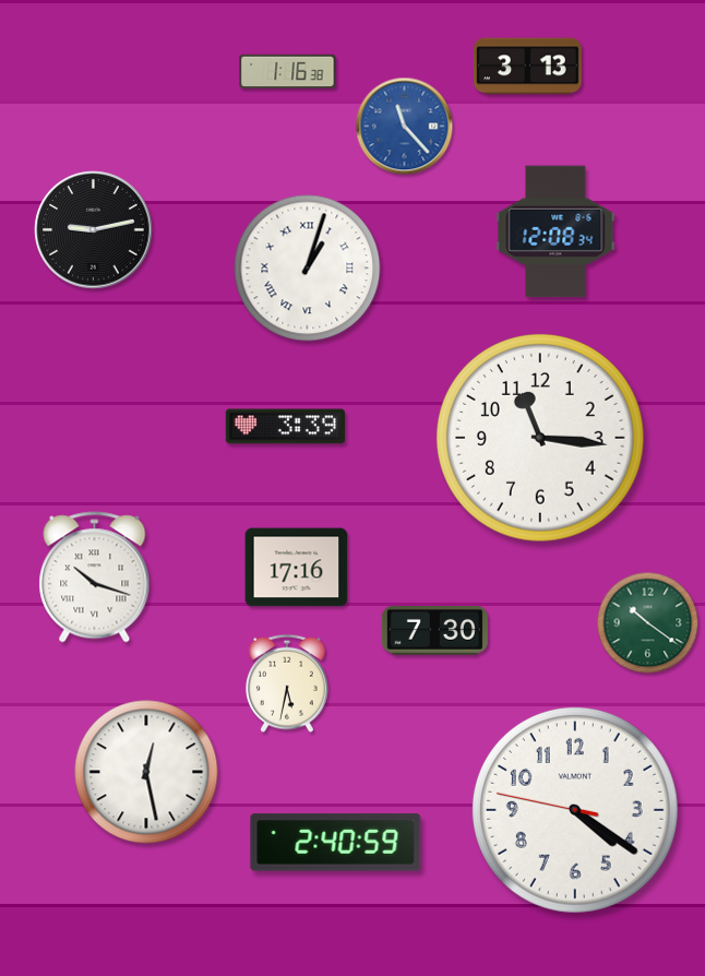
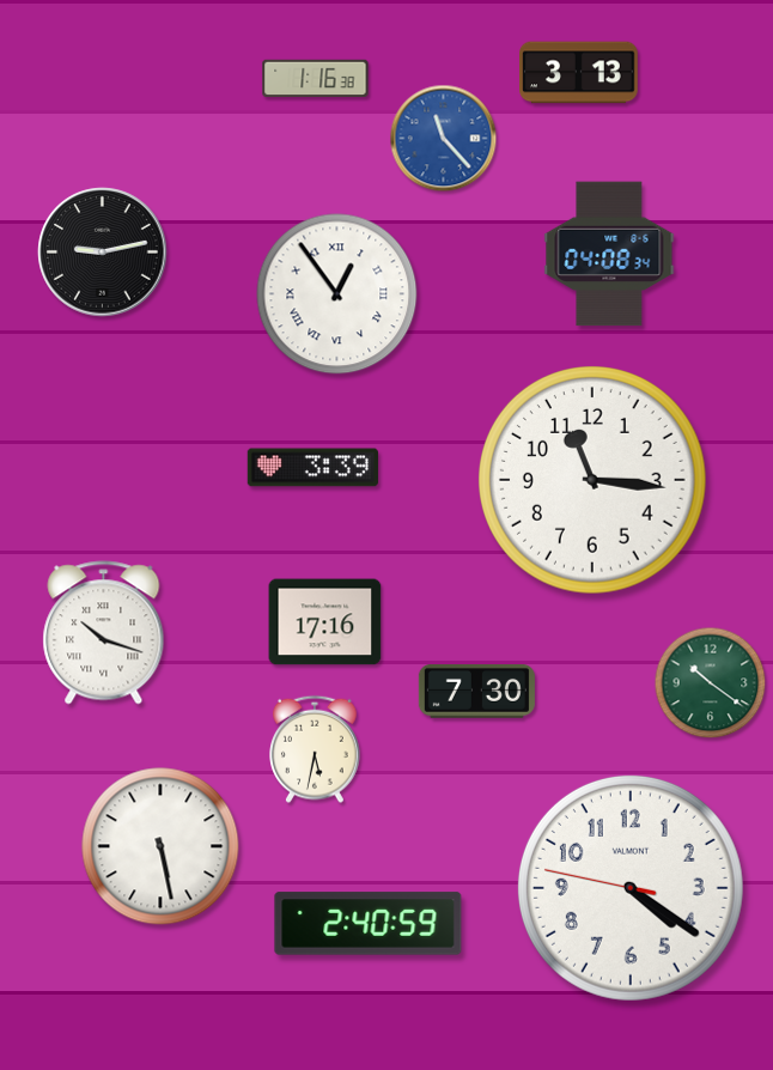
clock at (555, 231): 12:08 -> 04:08
clock at (308, 269): 1:03 -> 12:54
clock at (146, 772): 12:28 -> 5:28
